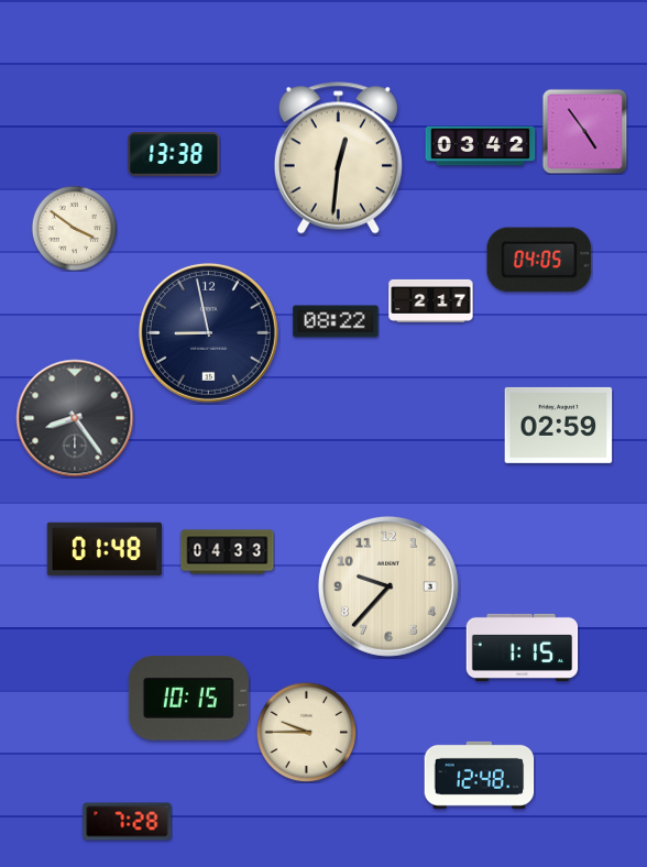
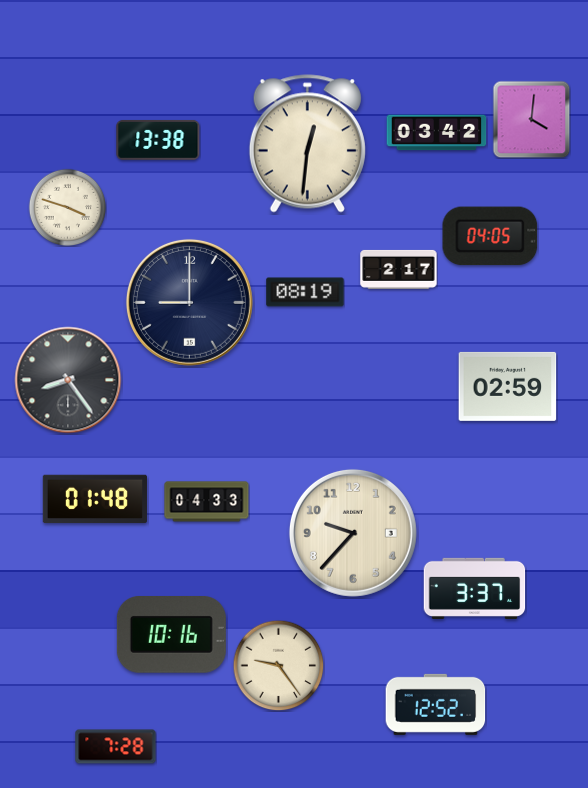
clock at (584, 131): 4:54 -> 4:01
clock at (74, 228): 3:51 -> 3:48
clock at (431, 300) position: (431, 300) -> (399, 269)
clock at (336, 321): 08:22 -> 08:19
clock at (208, 332): 8:58 -> 9:00
clock at (523, 647): 1:15 -> 3:37
clock at (188, 699): 10:15 -> 10:16
clock at (306, 732): 9:45 -> 9:24
clock at (480, 775): 12:48 -> 12:52
